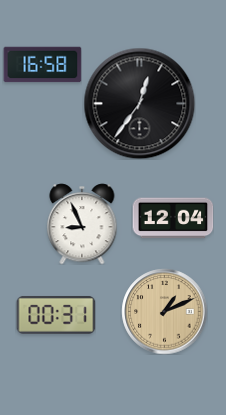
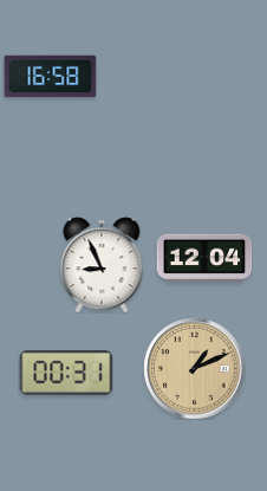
clock at (139, 103): 12:36 -> none
clock at (82, 224) position: (82, 224) -> (102, 265)
